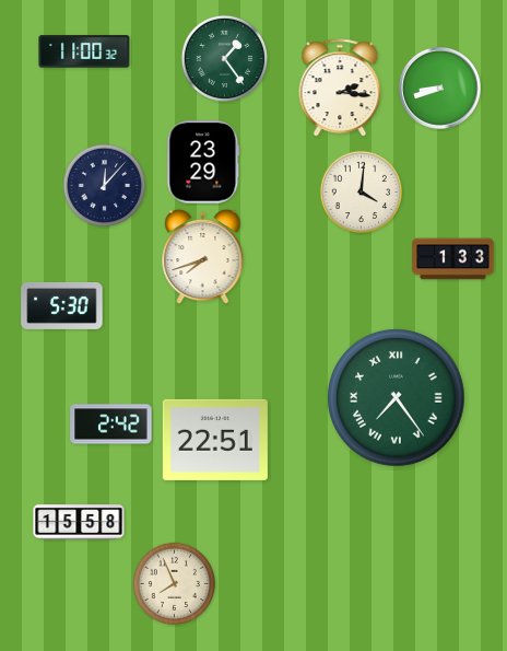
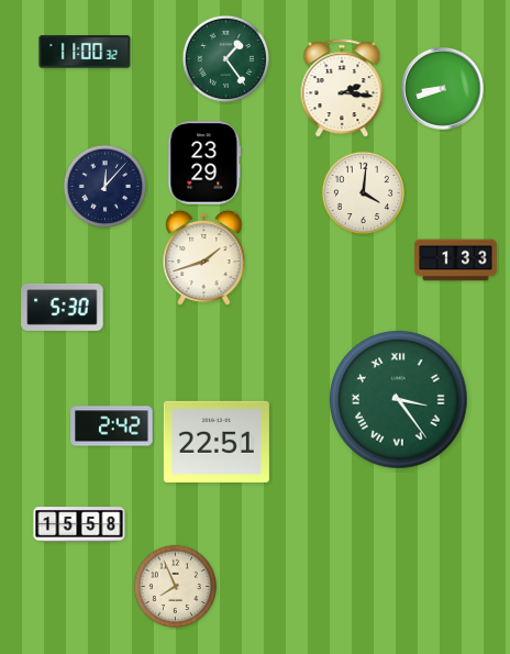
clock at (203, 257): 7:42 -> 1:42
clock at (397, 398): 7:24 -> 3:24
